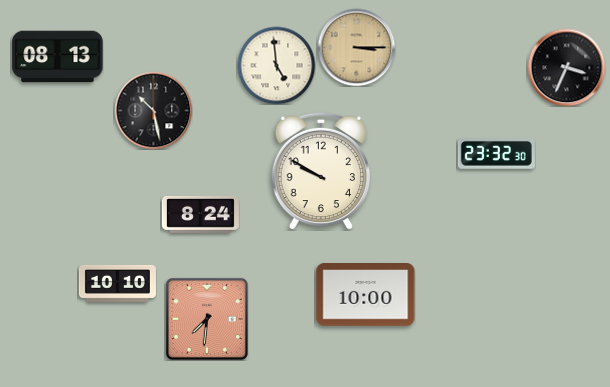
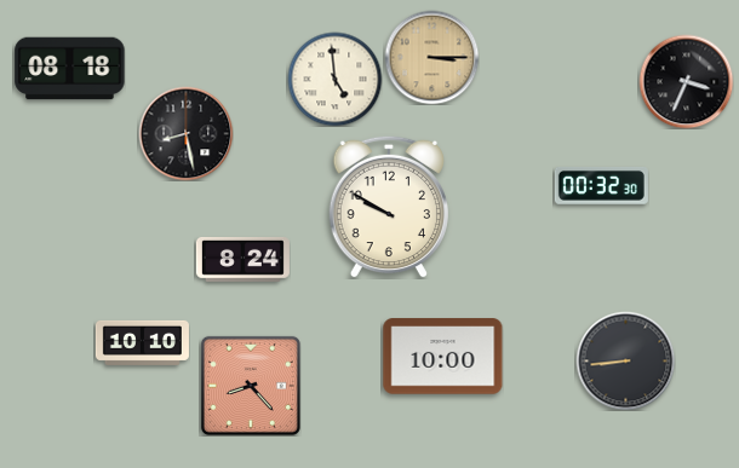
clock at (58, 57): 08:13 -> 08:18
clock at (153, 110): 10:28 -> 8:28
clock at (496, 154): 23:32 -> 00:32
clock at (625, 360): none -> 8:44
clock at (207, 319): 7:31 -> 8:23
